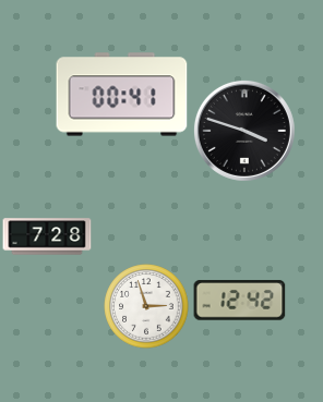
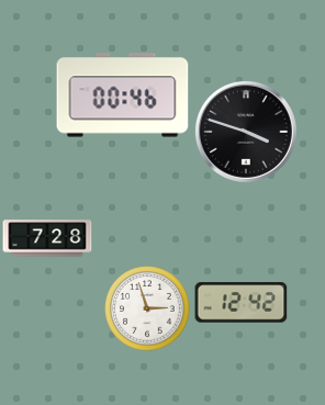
clock at (122, 95): 00:41 -> 00:46
